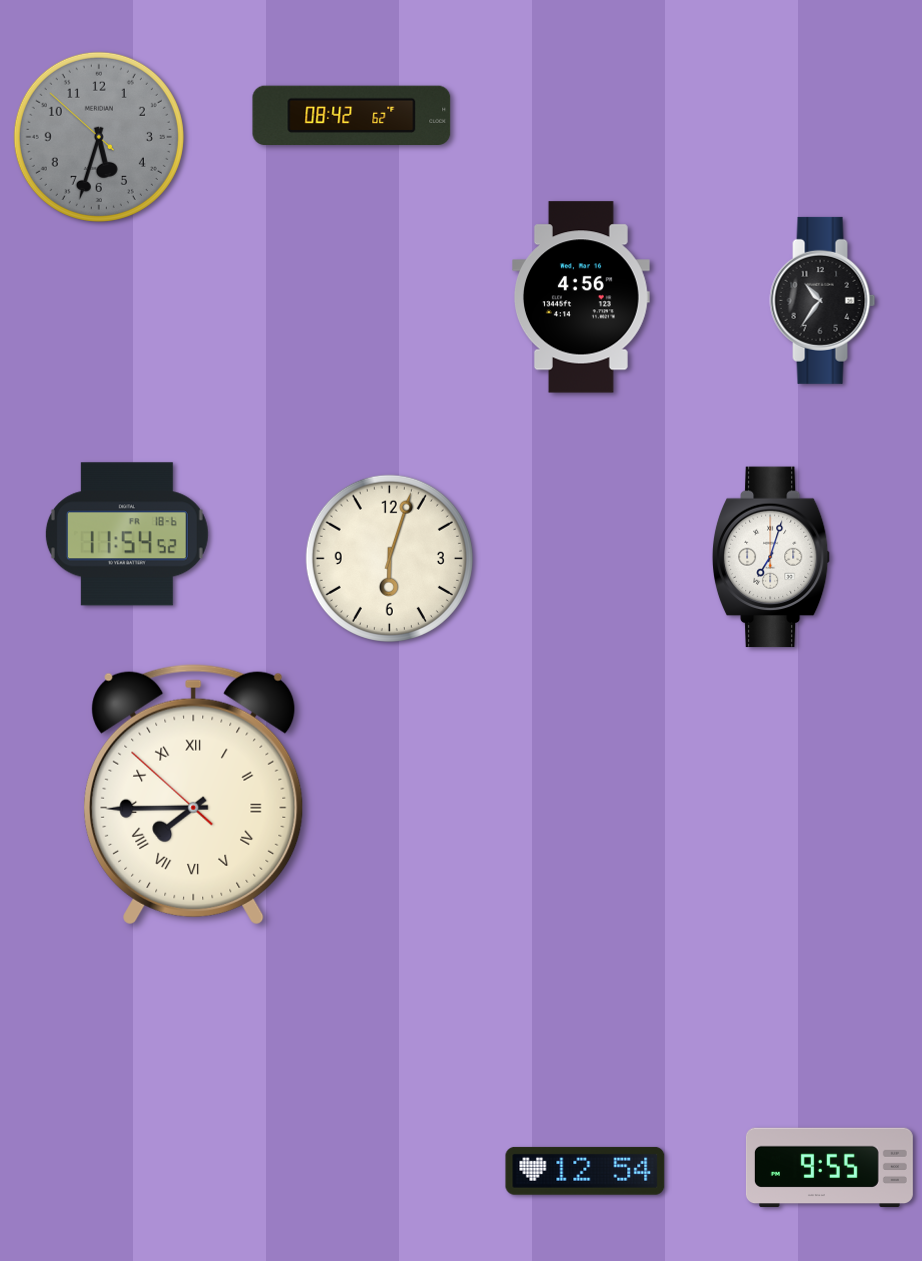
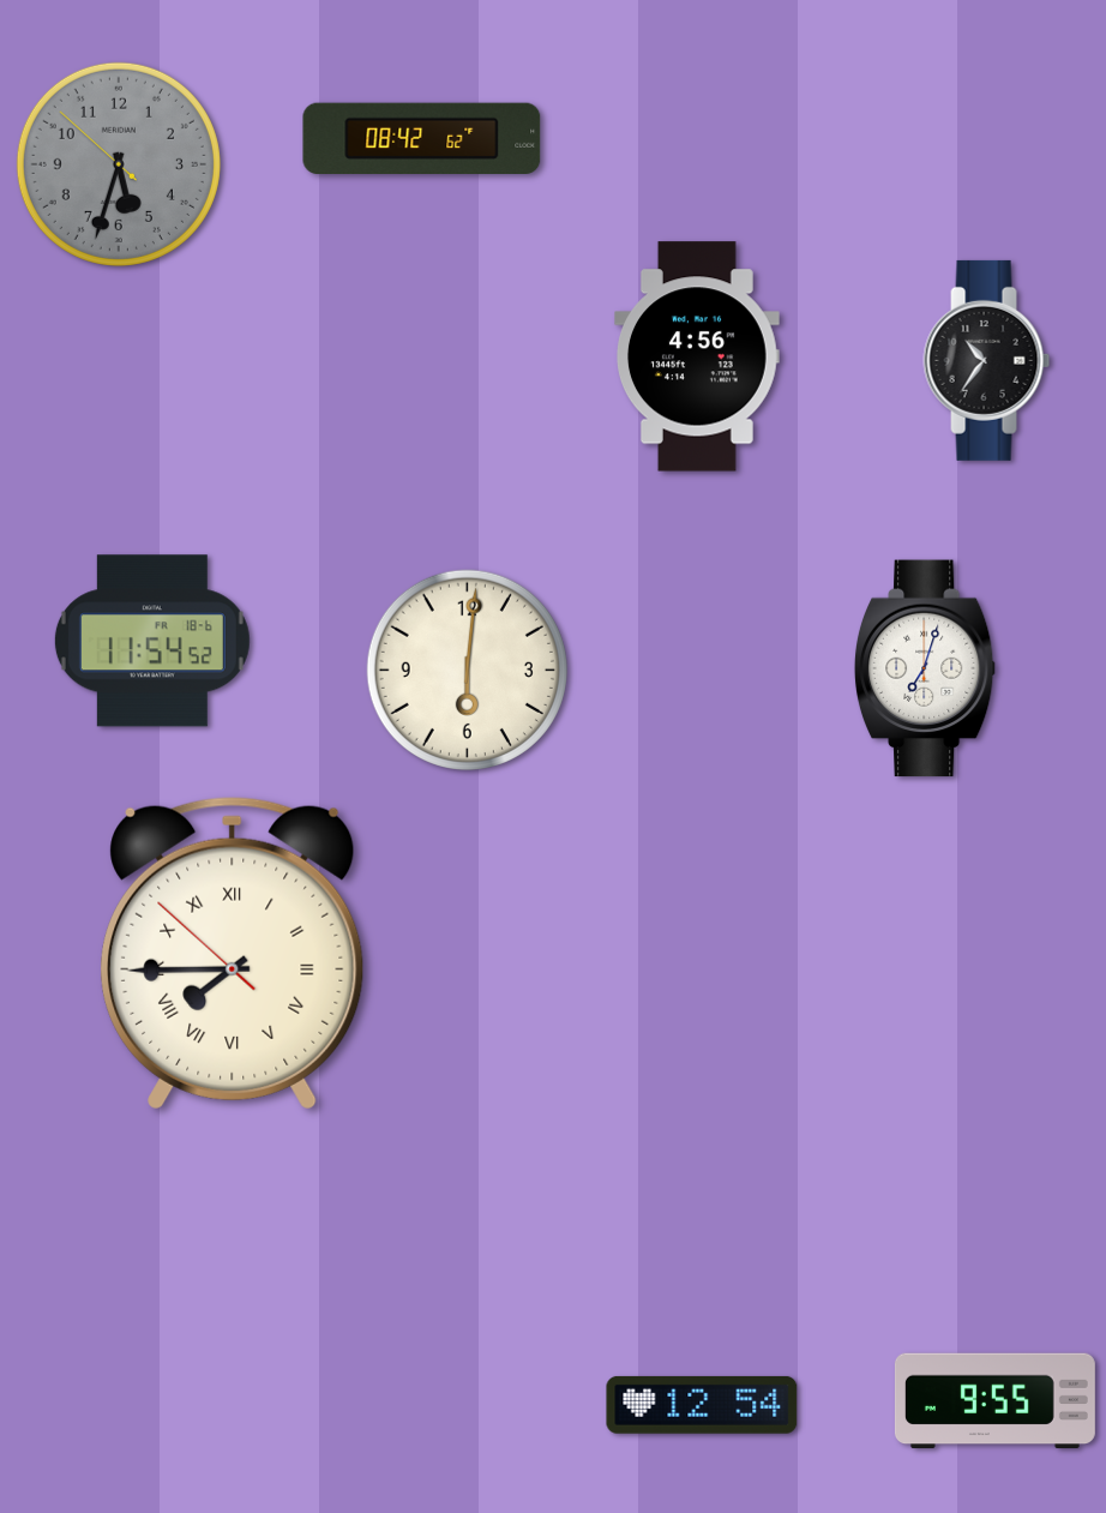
clock at (389, 558): 6:03 -> 6:01
